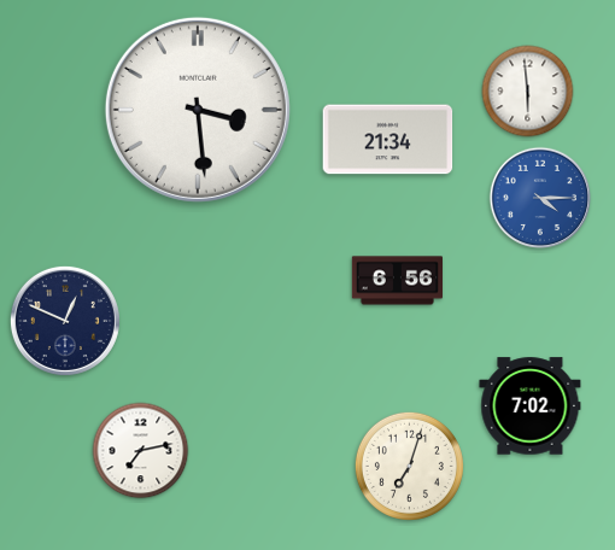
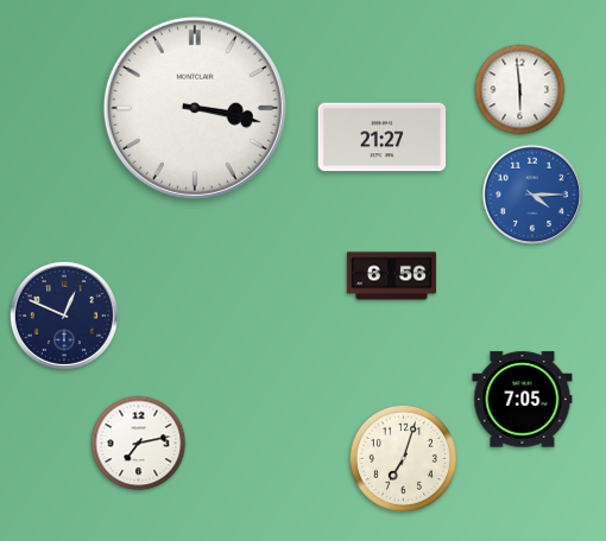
clock at (198, 110): 3:29 -> 3:17
clock at (388, 140): 21:34 -> 21:27
clock at (531, 406): 7:02 -> 7:05
